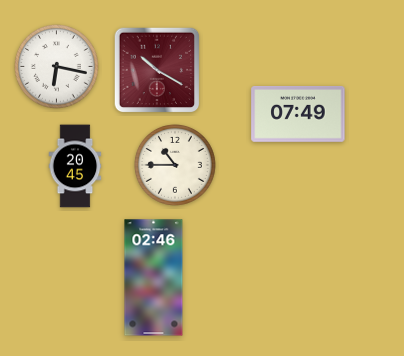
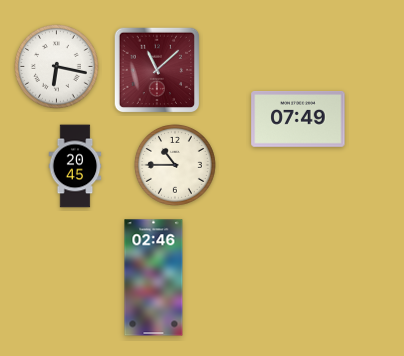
clock at (157, 70): 10:20 -> 11:08
clock at (298, 115) position: (298, 115) -> (298, 120)
